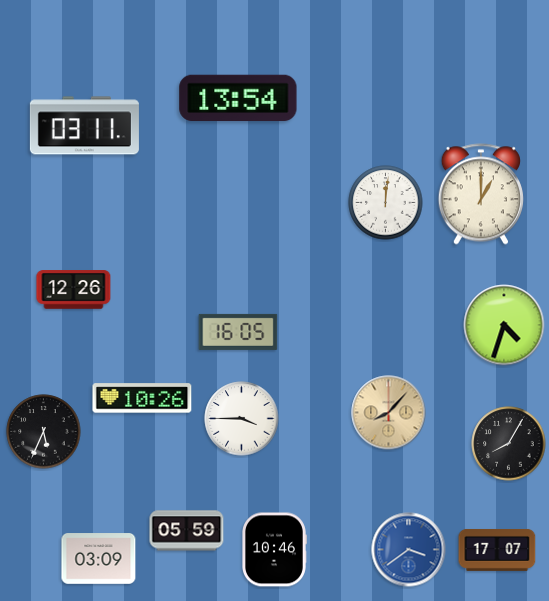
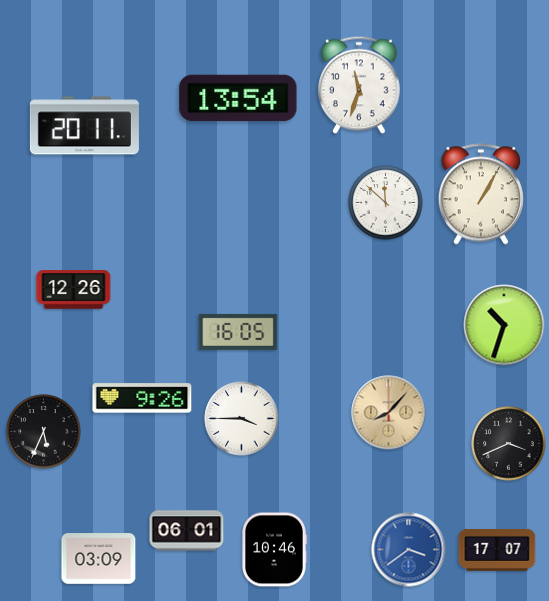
clock at (359, 85): none -> 11:33
clock at (84, 126): 03:11 -> 20:11
clock at (481, 194): 1:00 -> 1:05
clock at (386, 203): 12:01 -> 11:52
clock at (504, 325): 4:33 -> 10:33
clock at (142, 398): 10:26 -> 9:26
clock at (509, 444): 8:05 -> 3:41
clock at (187, 531): 05:59 -> 06:01
